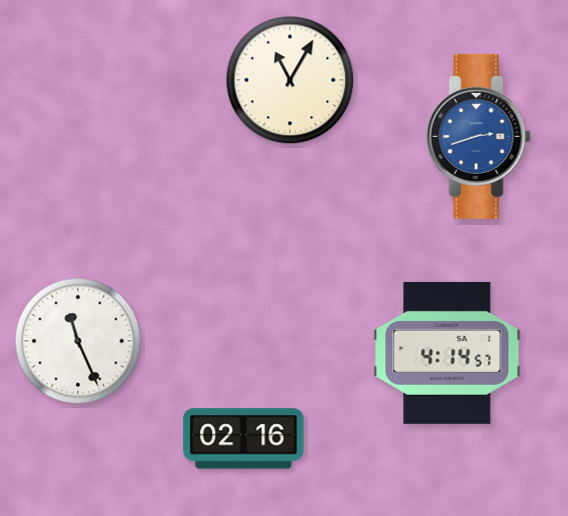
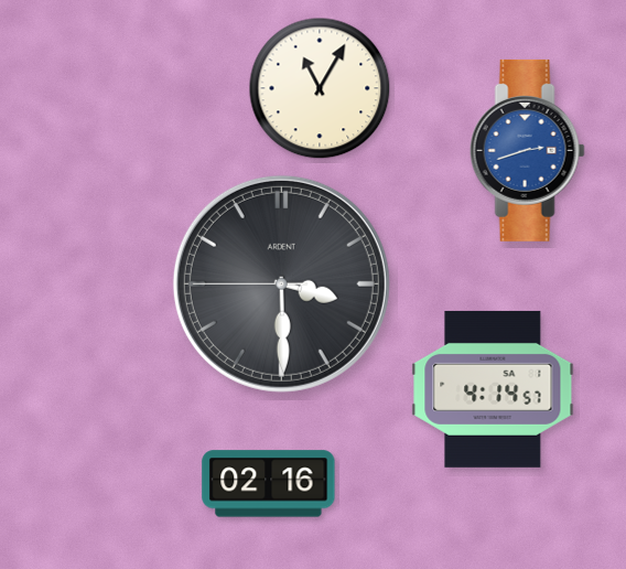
clock at (281, 283): none -> 3:29
clock at (78, 341): 11:26 -> none
